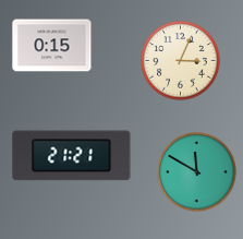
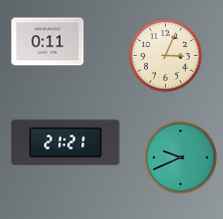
clock at (52, 46): 0:15 -> 0:11
clock at (197, 172): 11:50 -> 9:41
